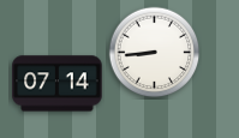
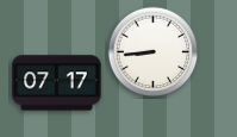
clock at (58, 84): 07:14 -> 07:17
